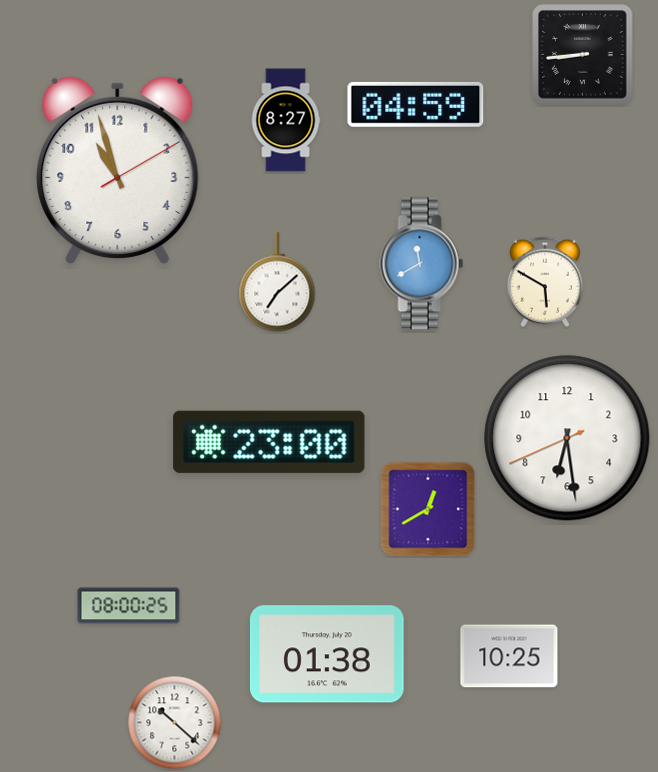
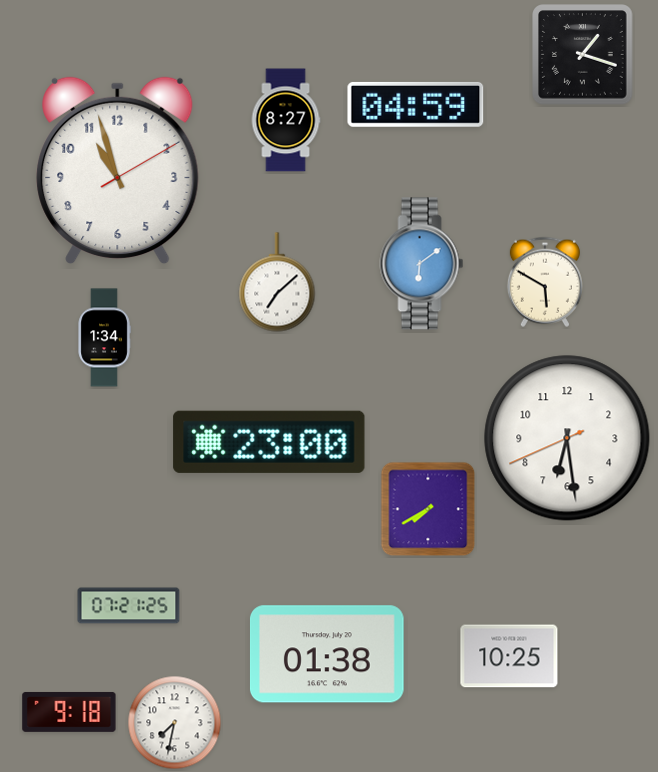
clock at (583, 55): 8:44 -> 1:18
clock at (422, 264): 11:40 -> 6:09
clock at (104, 338): none -> 1:34
clock at (428, 509): 12:40 -> 7:40
clock at (129, 606): 08:00 -> 07:21
clock at (69, 712): none -> 9:18
clock at (175, 723): 10:22 -> 7:32
